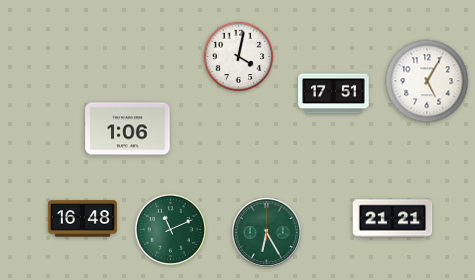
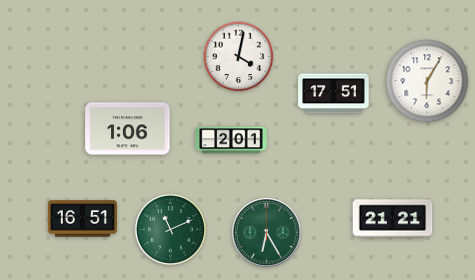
clock at (427, 81): 5:05 -> 6:05
clock at (231, 140): none -> 2:01
clock at (82, 219): 16:48 -> 16:51
